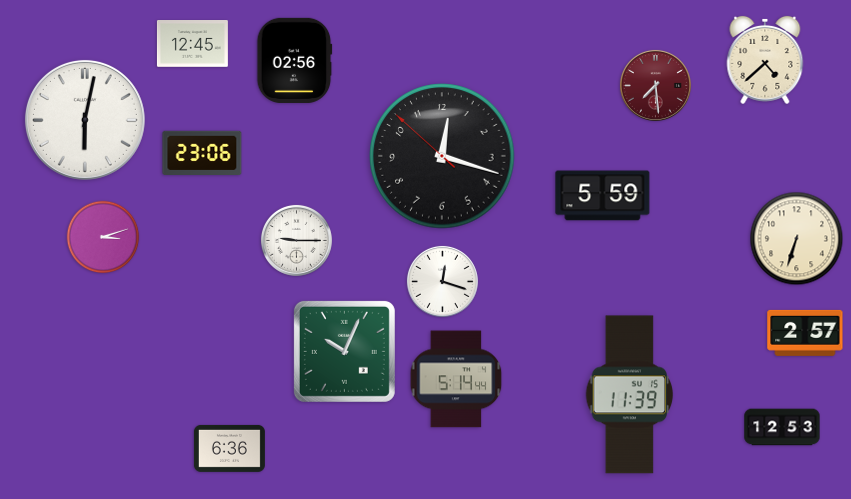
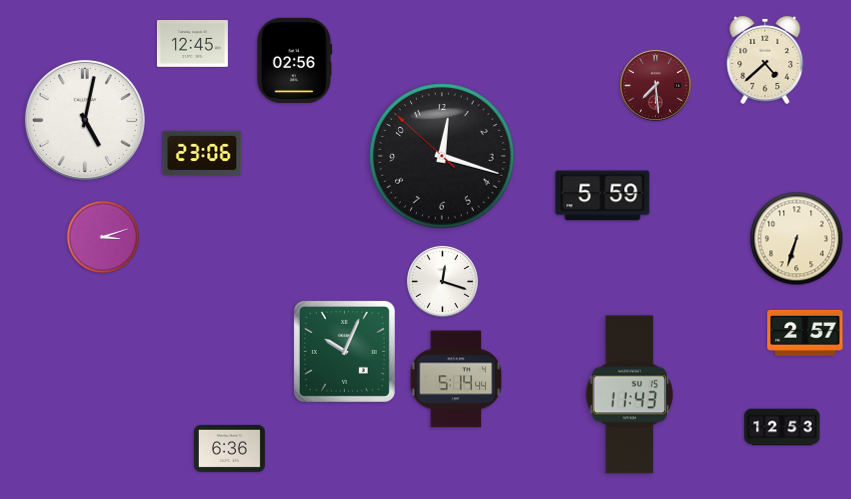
clock at (85, 120): 6:02 -> 5:02
clock at (296, 240): 9:15 -> none
clock at (630, 395): 11:39 -> 11:43
